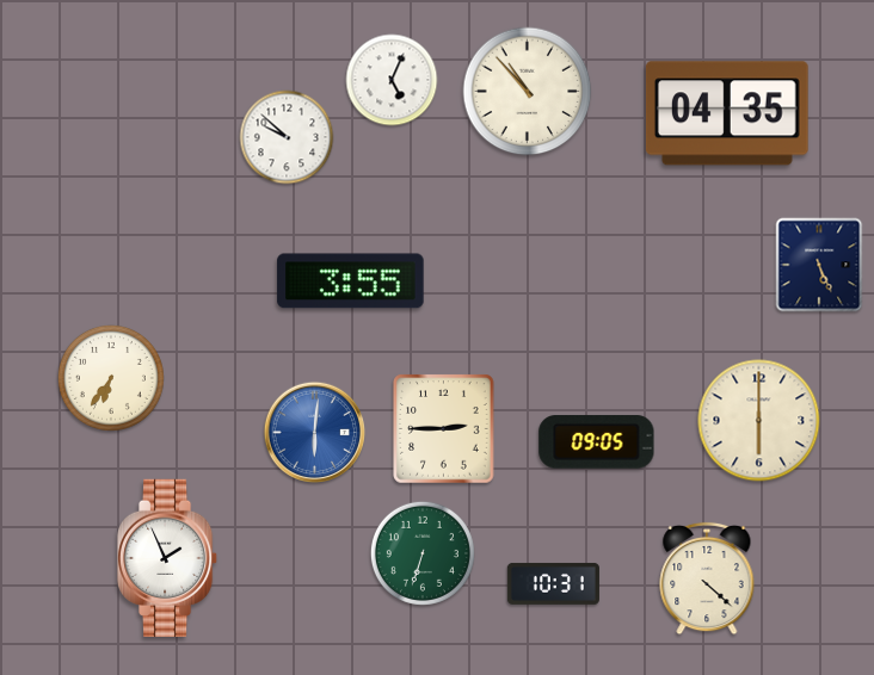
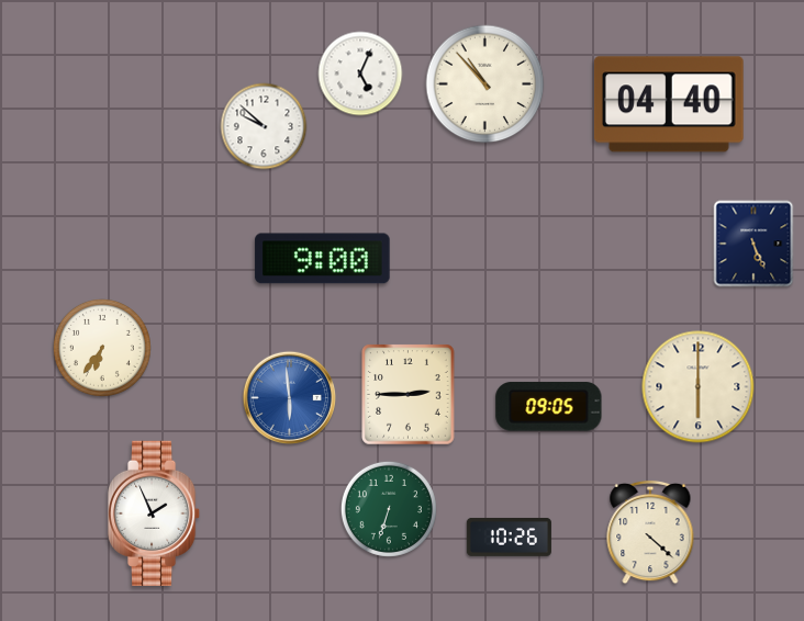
clock at (727, 113): 04:35 -> 04:40
clock at (351, 281): 3:55 -> 9:00
clock at (314, 432): 6:01 -> 5:59
clock at (553, 583): 10:31 -> 10:26
